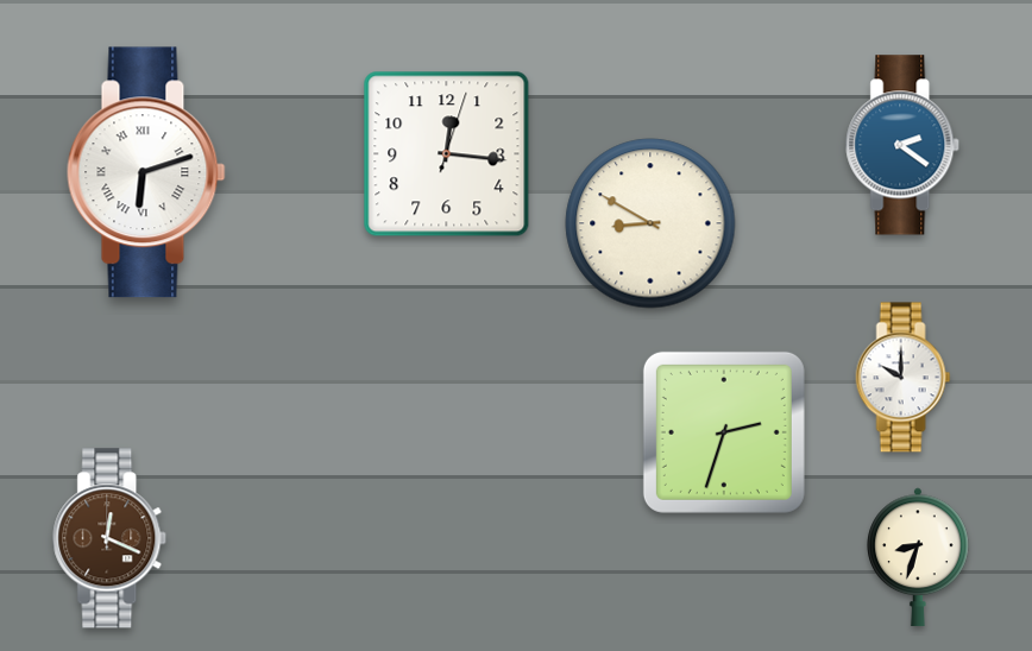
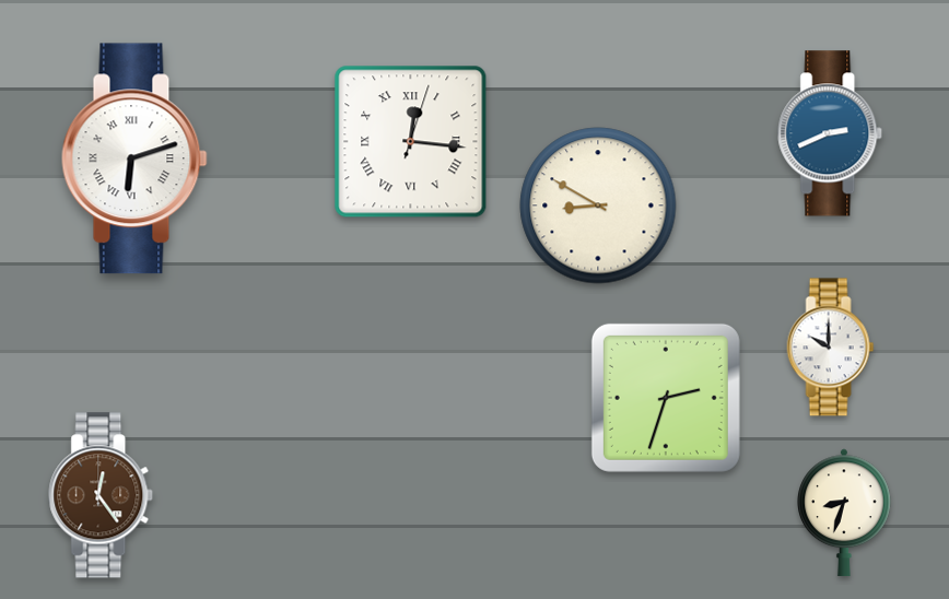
clock at (904, 145): 2:21 -> 2:41
clock at (447, 154) numerals: Arabic -> Roman
clock at (111, 538): 12:19 -> 12:24
